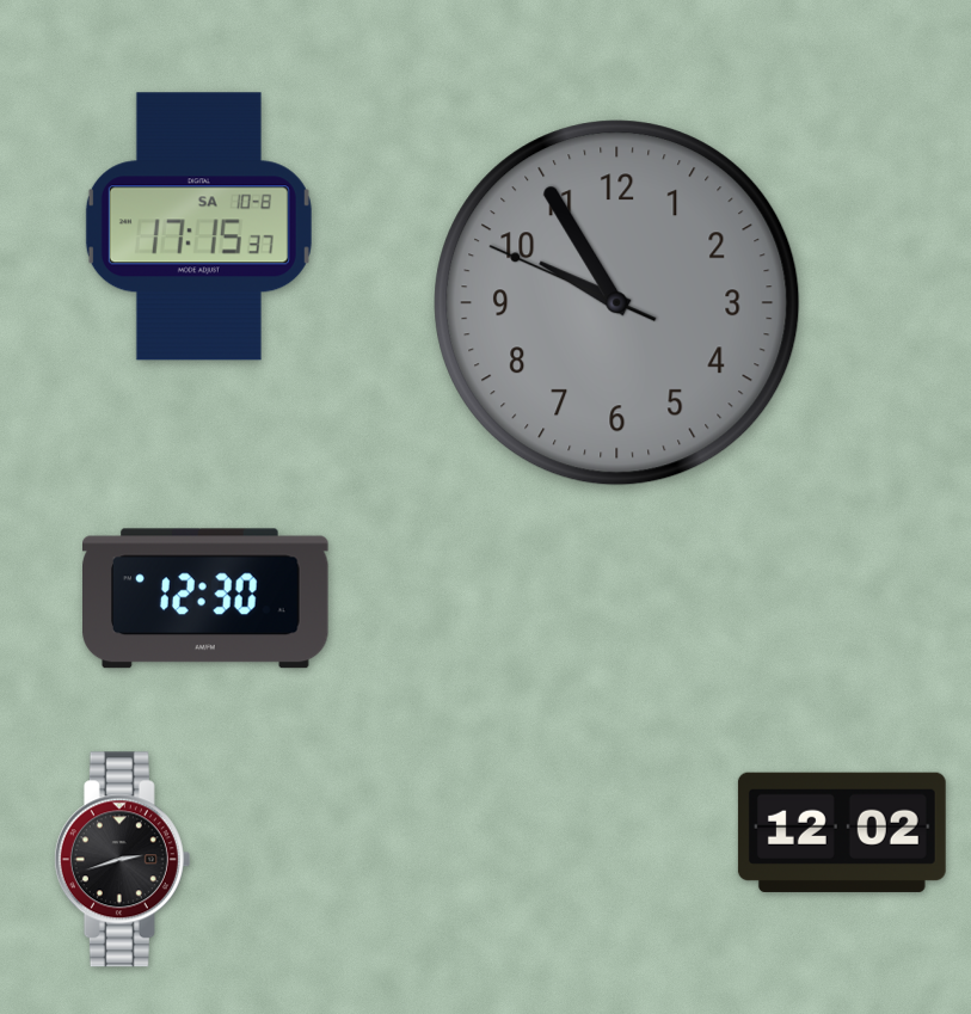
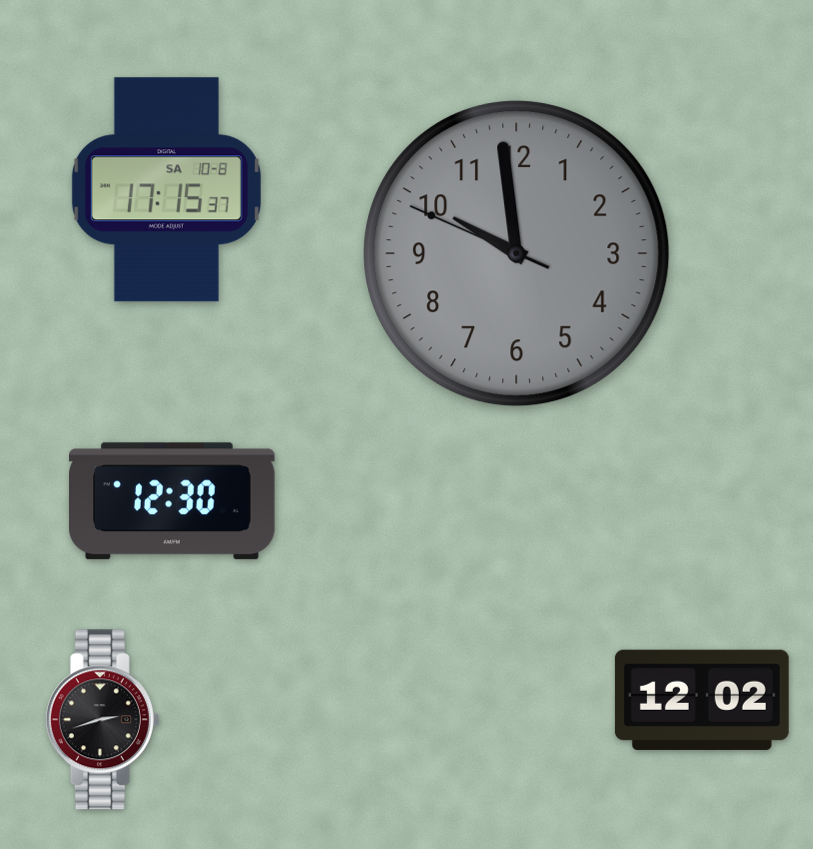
clock at (617, 303): 9:54 -> 9:58
clock at (842, 832) position: (842, 832) -> (702, 700)
